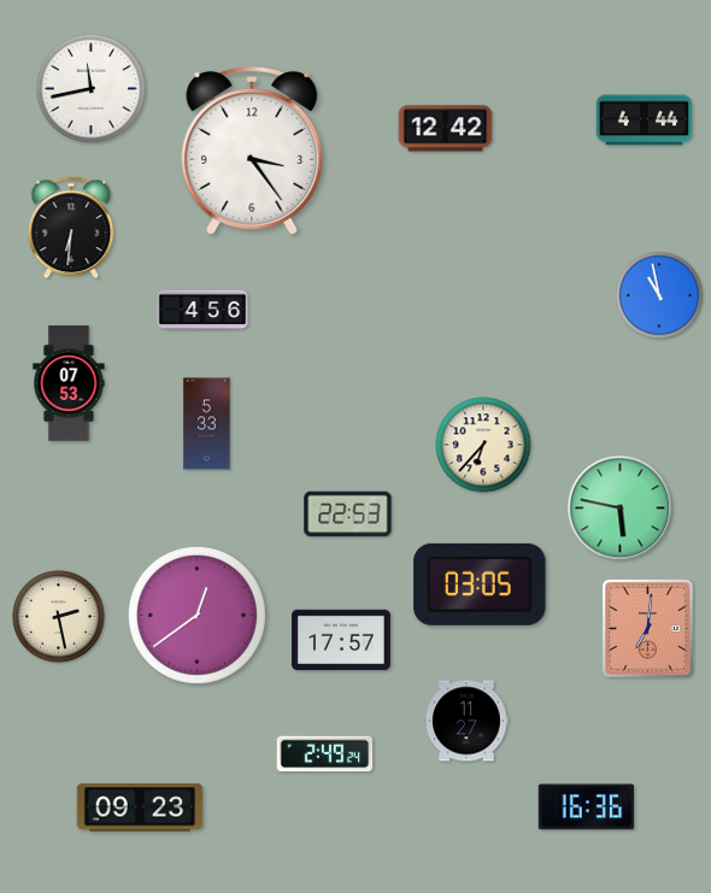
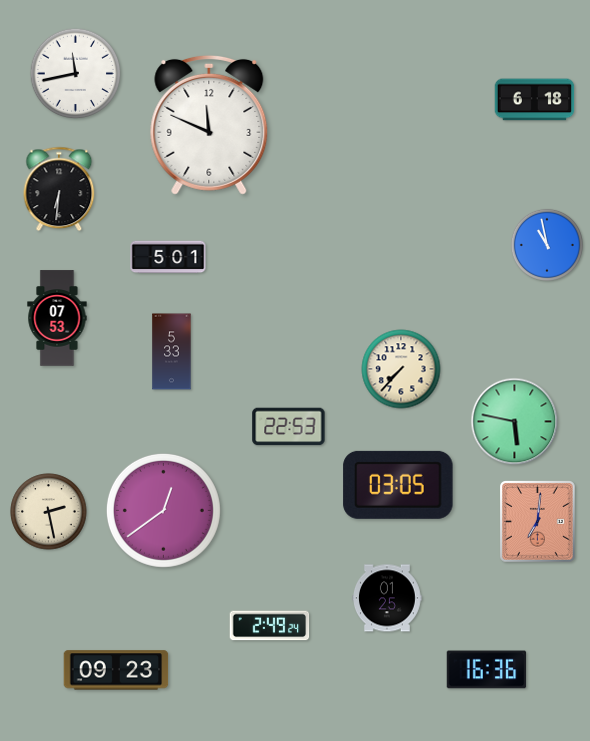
clock at (645, 121): 4:44 -> 6:18
clock at (446, 129): 12:42 -> none
clock at (252, 151): 3:24 -> 11:49
clock at (202, 310): 4:56 -> 5:01
clock at (483, 445): 6:37 -> 7:37
clock at (341, 640): 17:57 -> none
clock at (468, 721): 11:27 -> 01:25
